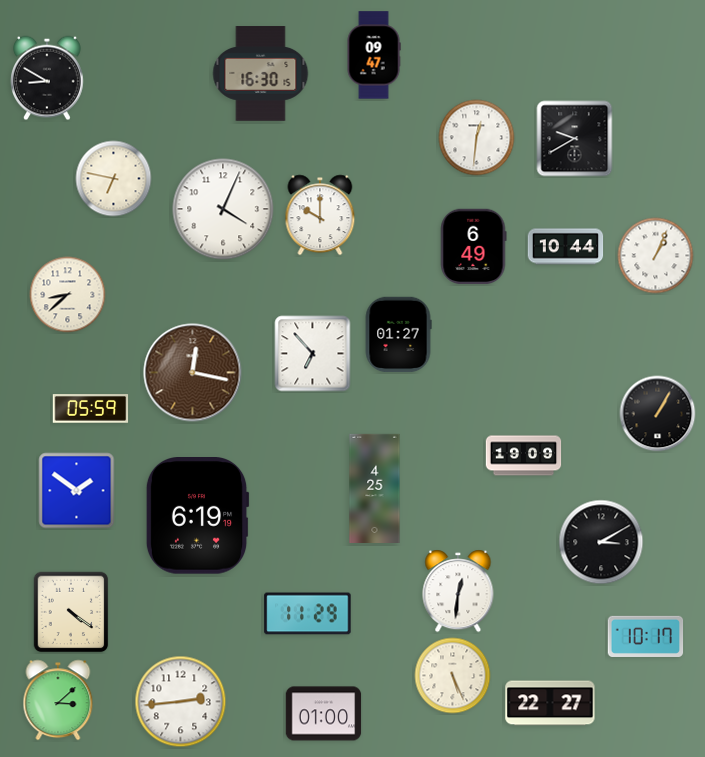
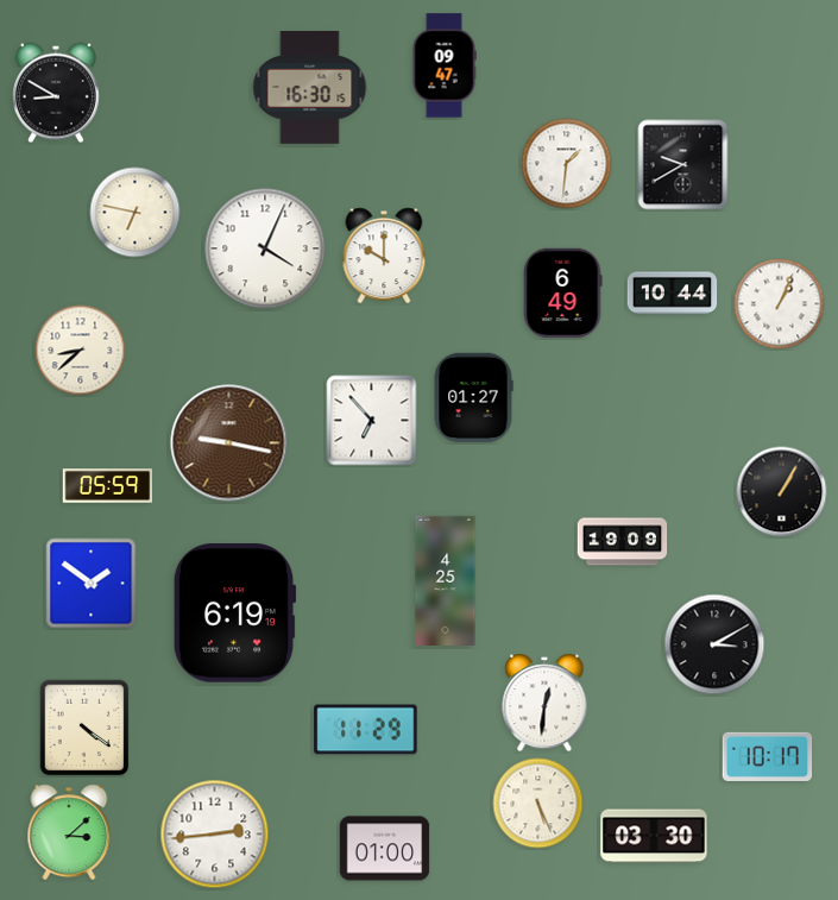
clock at (477, 138): 12:31 -> 1:31
clock at (320, 215) position: (320, 215) -> (384, 256)
clock at (193, 373): 12:17 -> 9:17
clock at (550, 703): 22:27 -> 03:30
